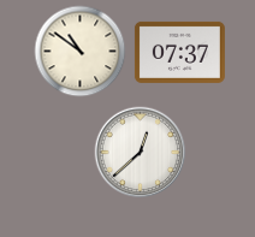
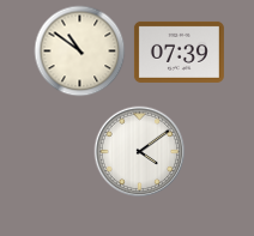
clock at (179, 52): 07:37 -> 07:39
clock at (141, 153): 12:38 -> 4:09
